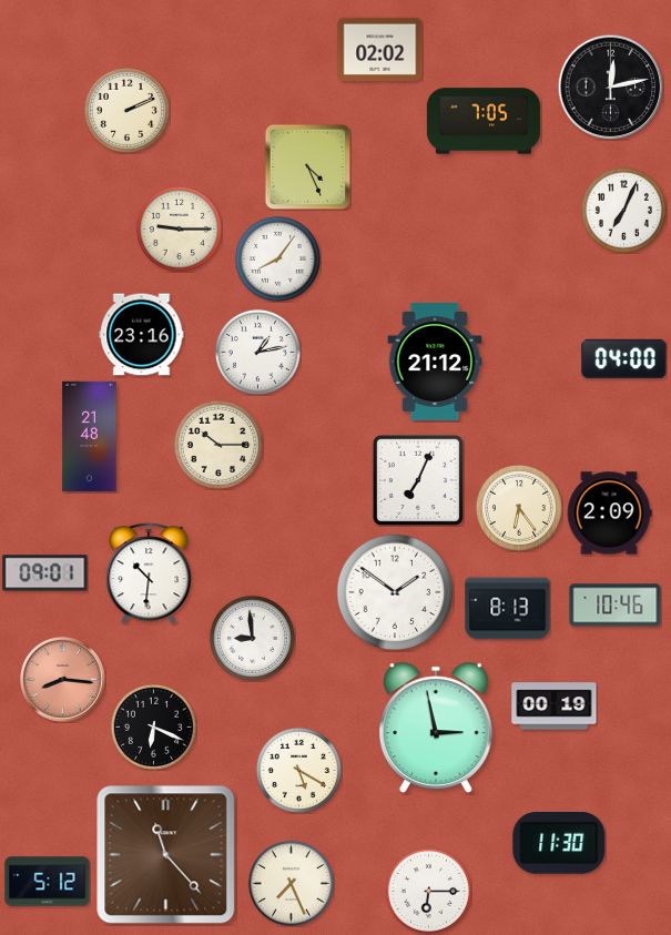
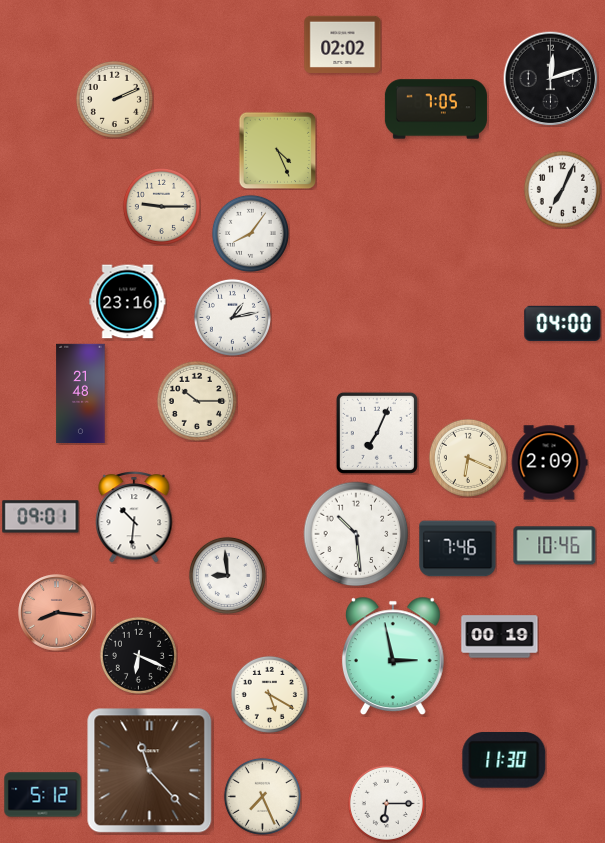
clock at (610, 87): 12:13 -> 12:12
clock at (435, 362): 21:12 -> none
clock at (519, 508): 6:24 -> 6:19
clock at (395, 592): 1:51 -> 10:29
clock at (508, 609): 8:13 -> 7:46
